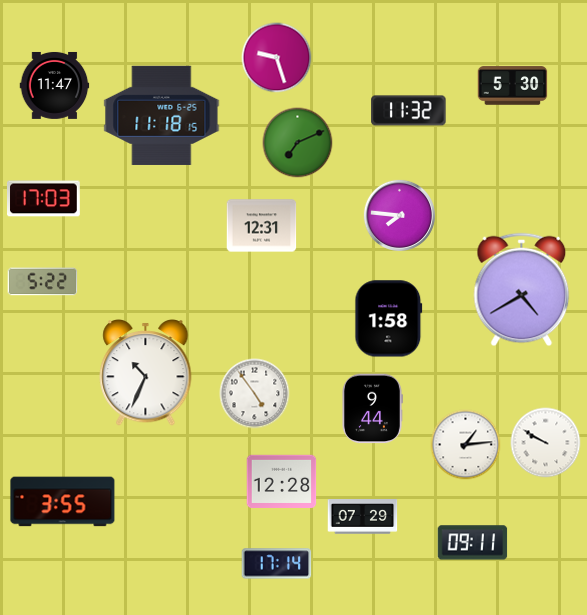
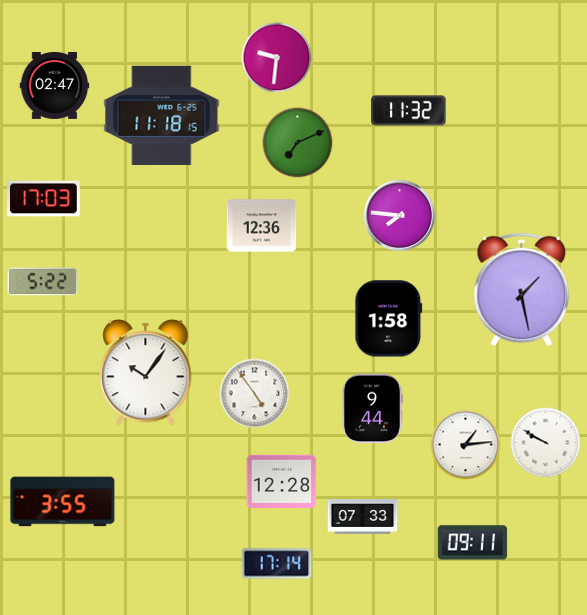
clock at (277, 58): 9:27 -> 9:31
clock at (55, 85): 11:47 -> 02:47
clock at (513, 86): 5:30 -> none
clock at (262, 226): 12:31 -> 12:36
clock at (522, 290): 4:40 -> 1:28
clock at (146, 373): 10:34 -> 10:06
clock at (363, 517): 07:29 -> 07:33
